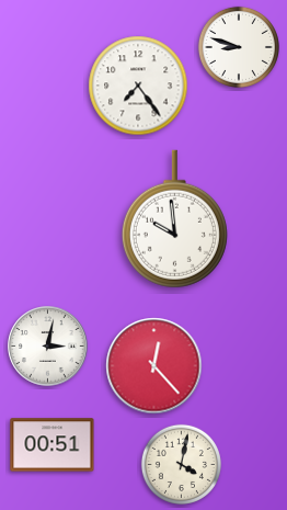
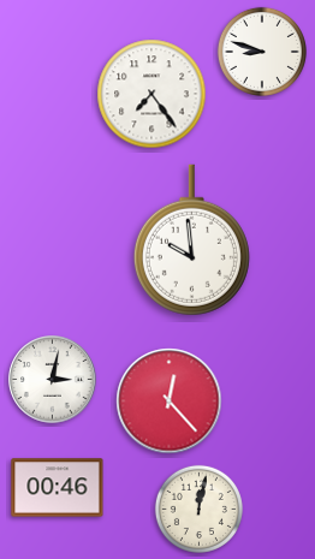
clock at (53, 445): 00:51 -> 00:46
clock at (181, 464): 4:02 -> 12:02
